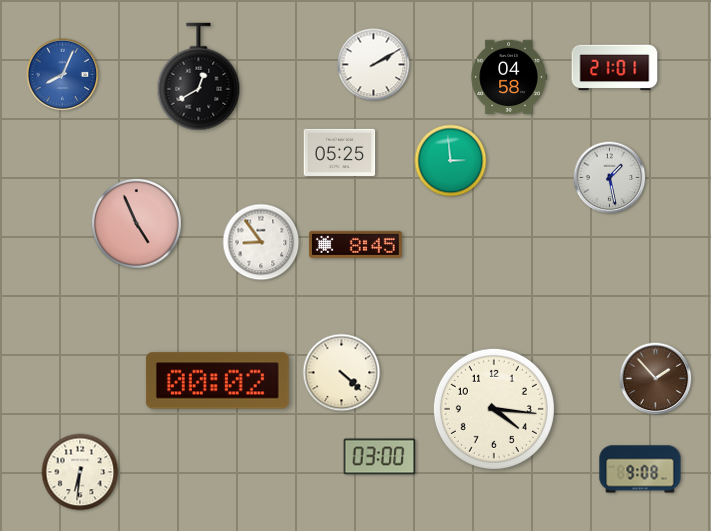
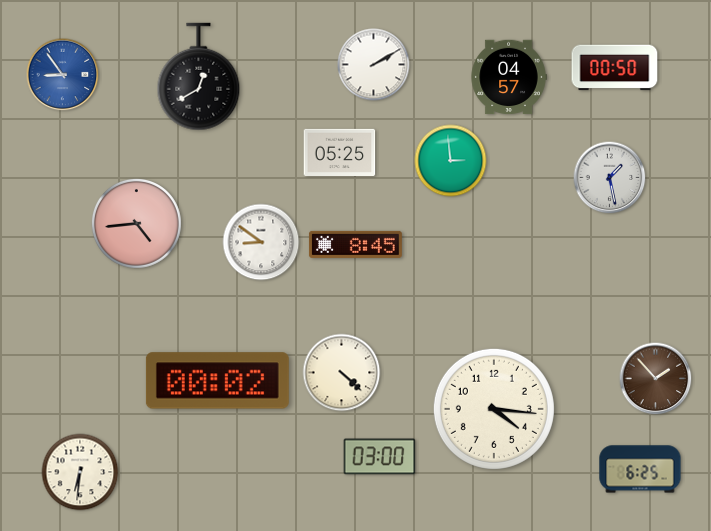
clock at (615, 68): 21:01 -> 00:50
clock at (63, 75): 8:04 -> 8:54
clock at (509, 77): 04:58 -> 04:57
clock at (136, 223): 4:56 -> 4:44
clock at (261, 242): 8:54 -> 8:51
clock at (640, 469): 9:08 -> 6:25
